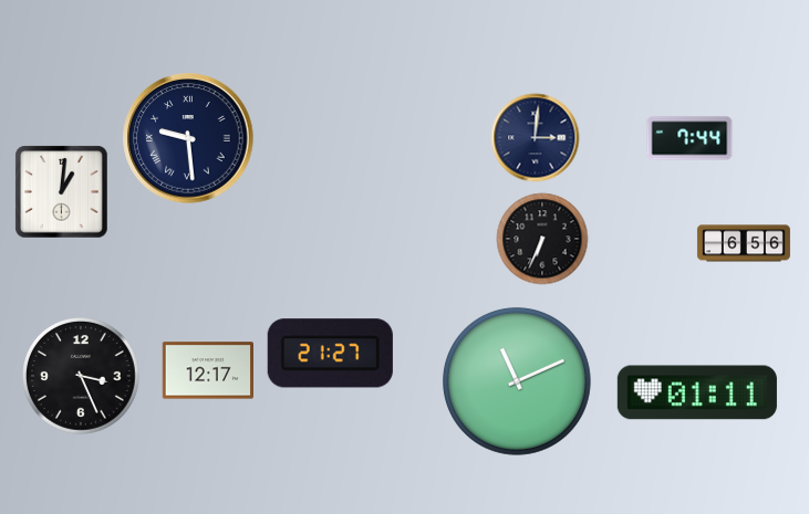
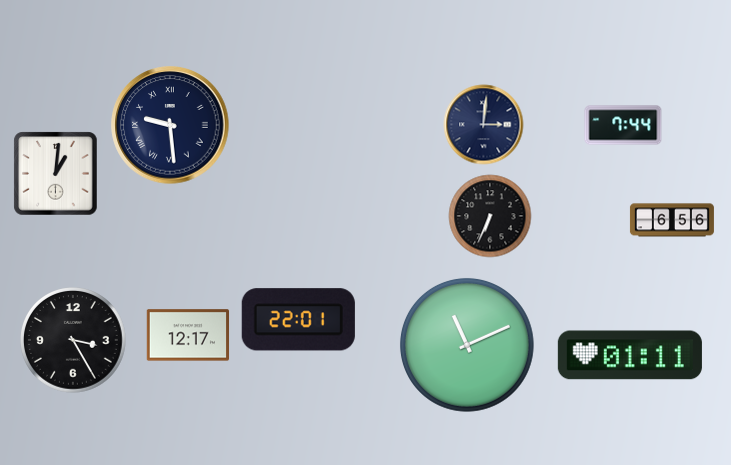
clock at (330, 354): 21:27 -> 22:01
clock at (81, 376): 3:26 -> 3:25
